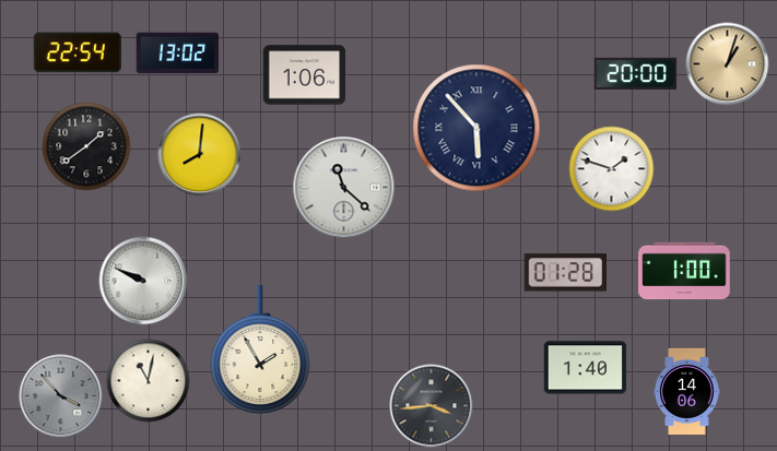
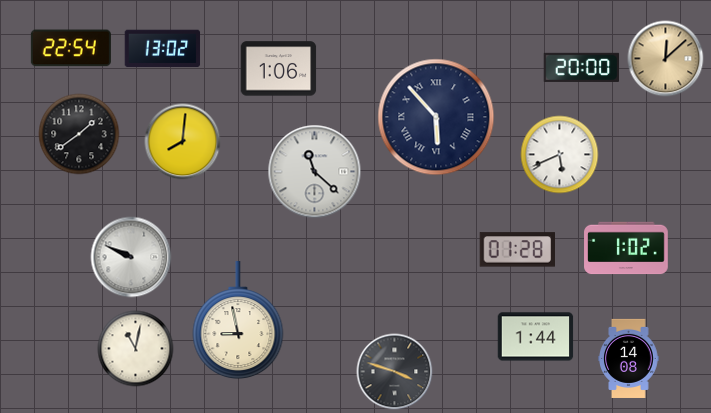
clock at (728, 64): 1:03 -> 12:08
clock at (612, 169): 1:48 -> 5:41
clock at (684, 271): 1:00 -> 1:02
clock at (260, 351): 1:55 -> 8:58
clock at (586, 368): 1:40 -> 1:44
clock at (687, 391): 14:06 -> 14:08
clock at (61, 396): 3:53 -> none
clock at (432, 406): 3:44 -> 3:48
